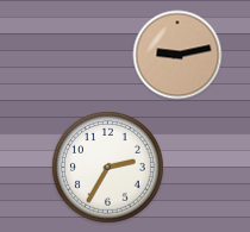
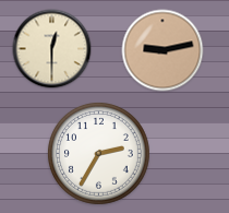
clock at (52, 49): none -> 12:30
